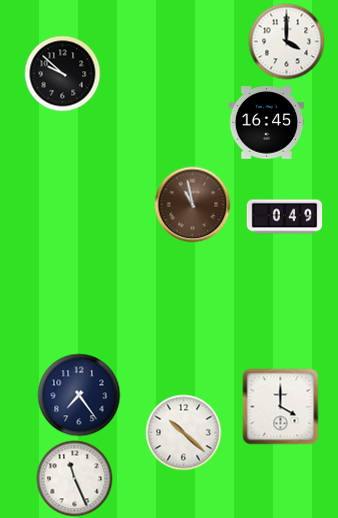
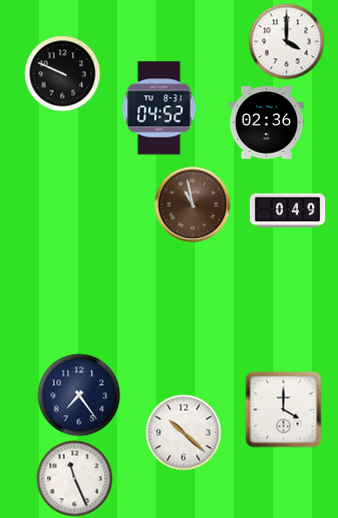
clock at (63, 74): 9:52 -> 9:49
clock at (159, 108): none -> 04:52
clock at (267, 123): 16:45 -> 02:36
clock at (285, 217) position: (285, 217) -> (288, 211)
clock at (281, 407) position: (281, 407) -> (284, 410)
